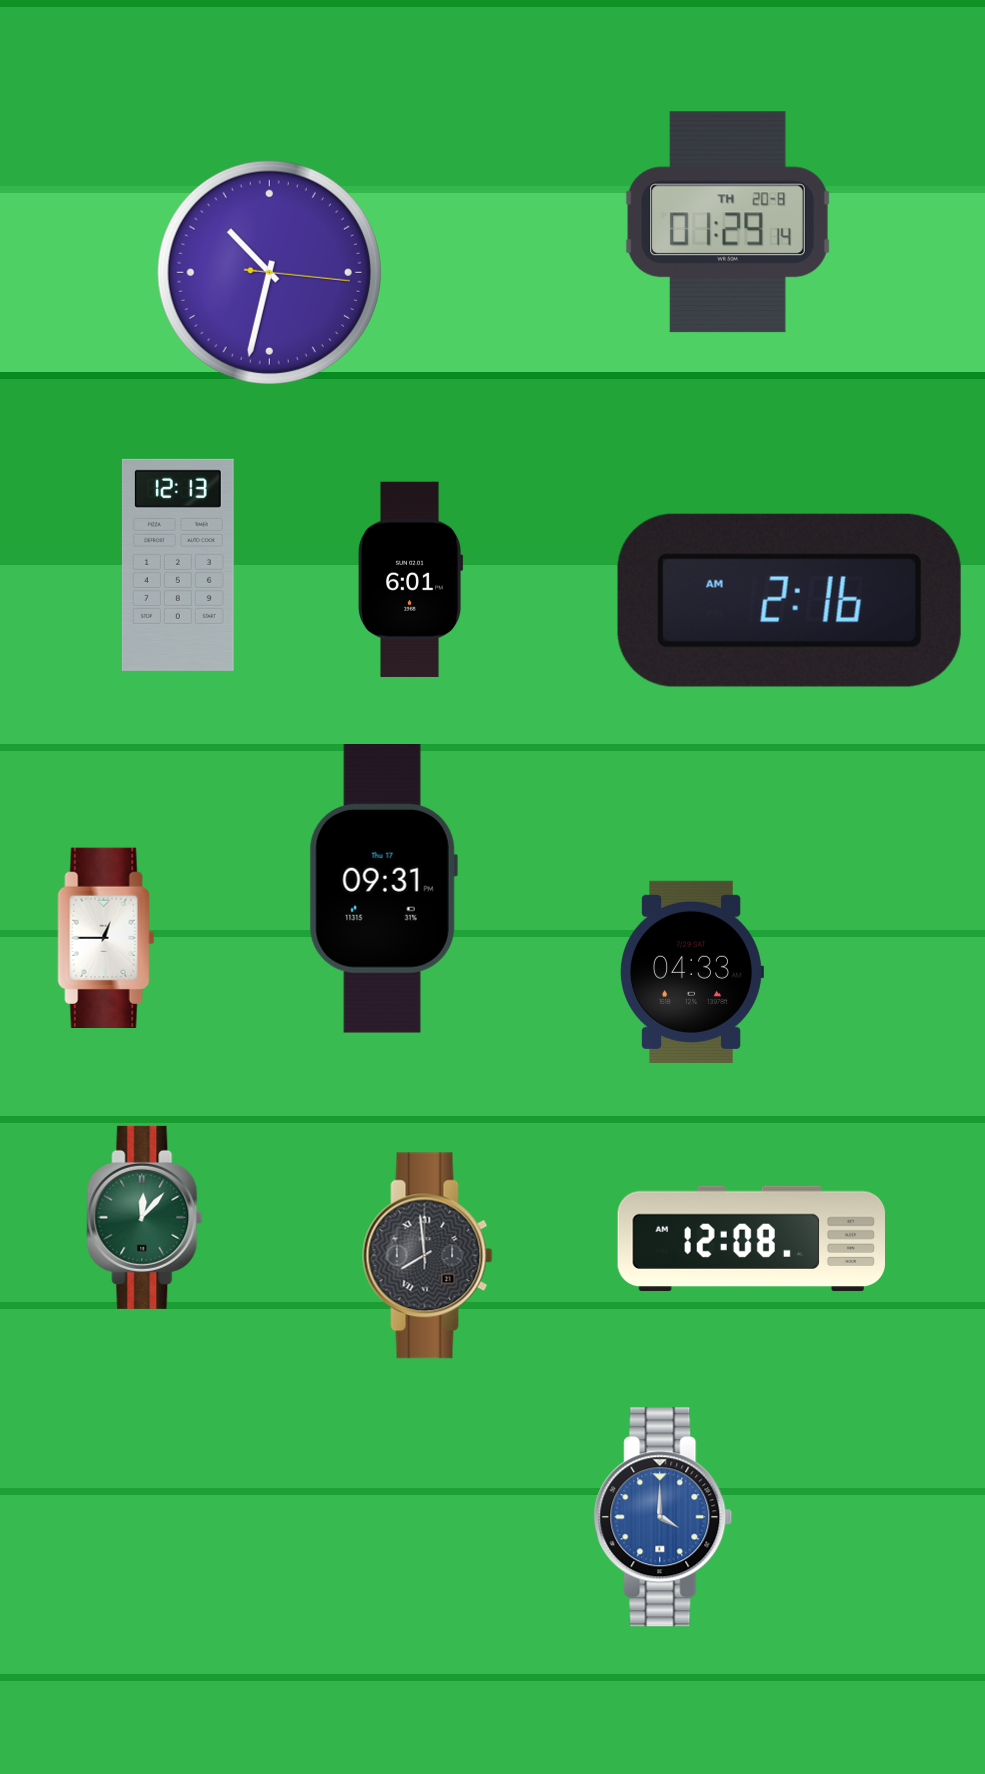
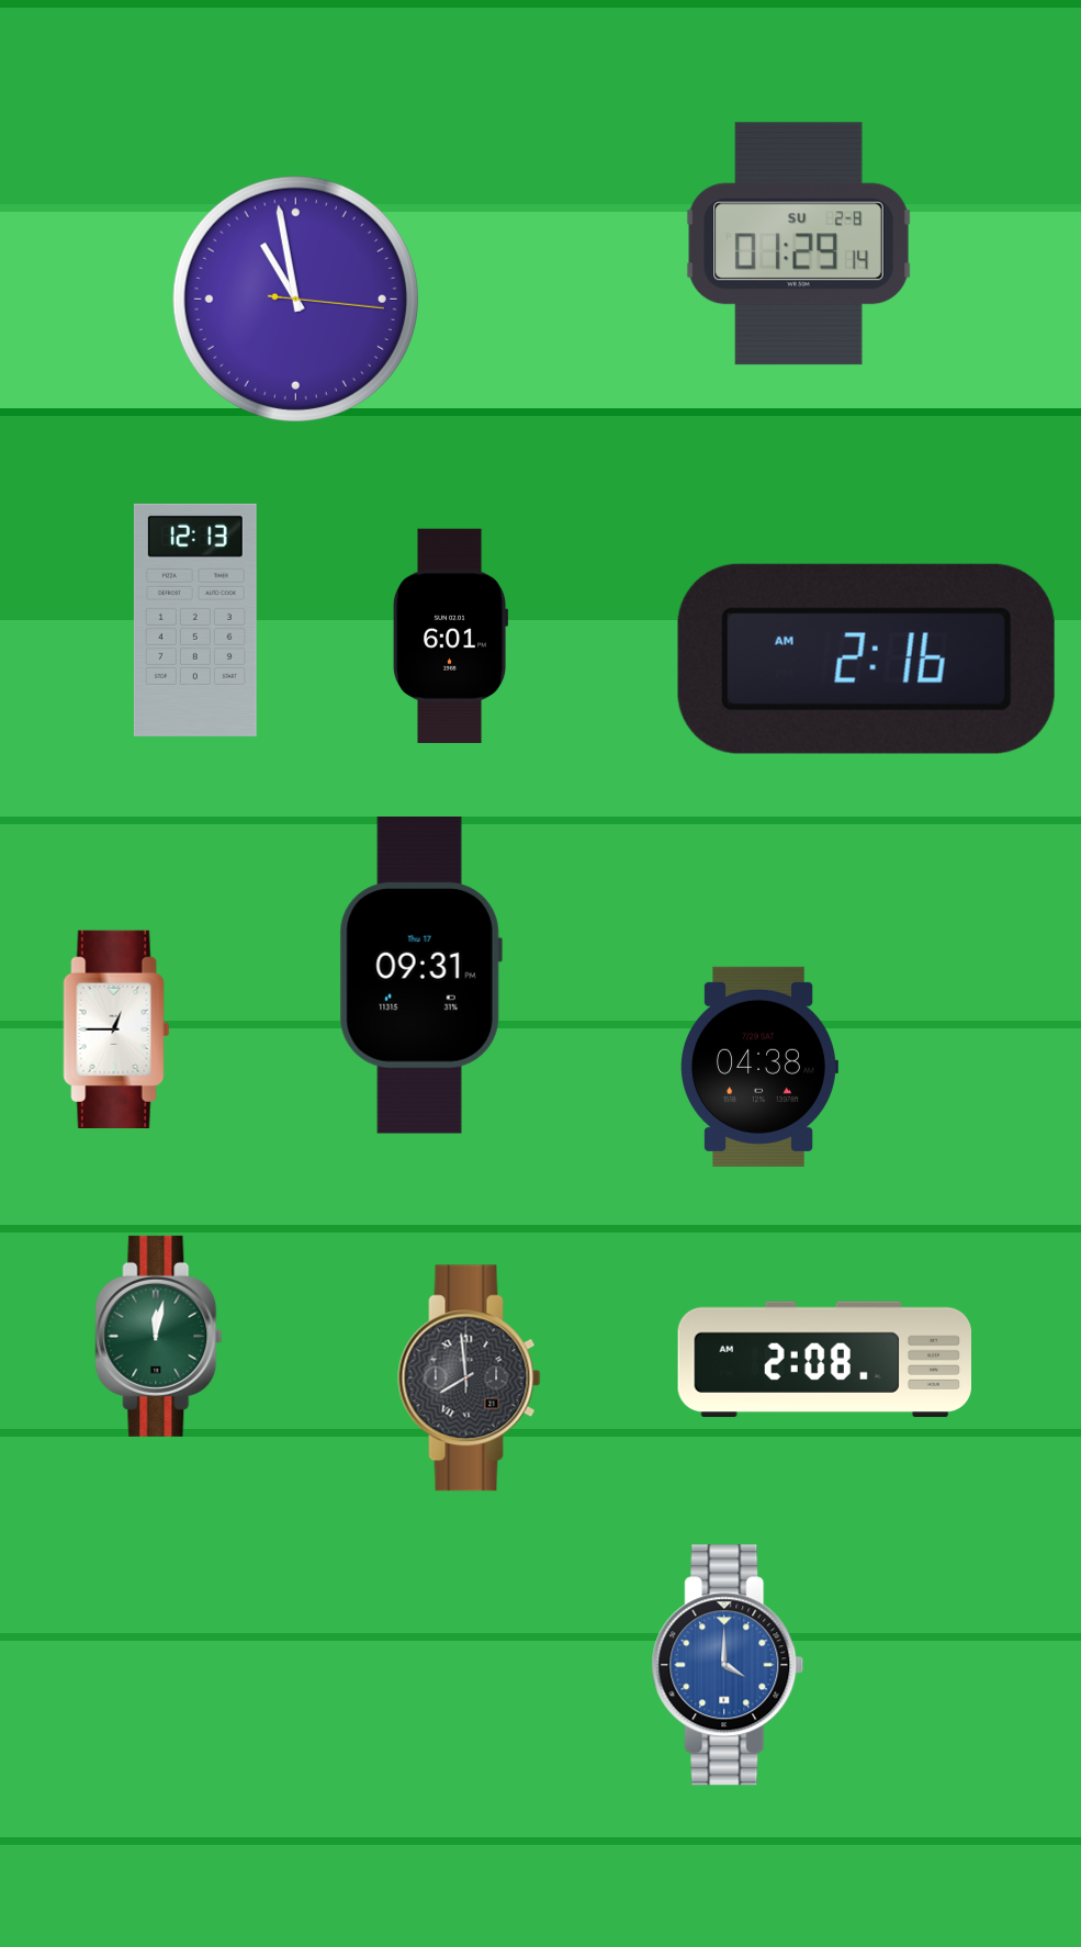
clock at (728, 222) date: TH 20-8 -> SU 2-8
clock at (269, 272): 10:32 -> 10:58
clock at (692, 972): 04:33 -> 04:38
clock at (145, 1217): 12:07 -> 12:02
clock at (751, 1239): 12:08 -> 2:08
